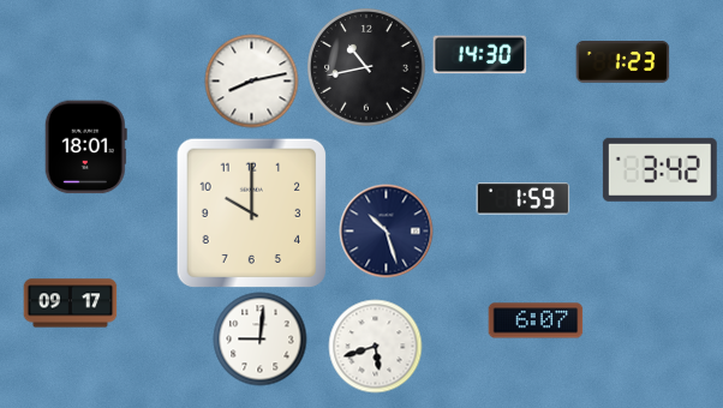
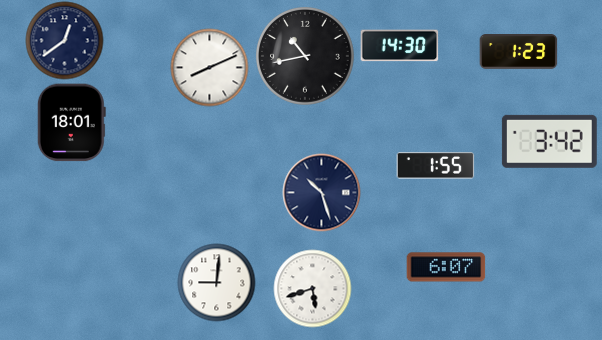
clock at (64, 40): none -> 12:39
clock at (251, 80): 8:13 -> 8:11
clock at (522, 199): 1:59 -> 1:55
clock at (251, 212): 10:00 -> none
clock at (70, 304): 09:17 -> none
